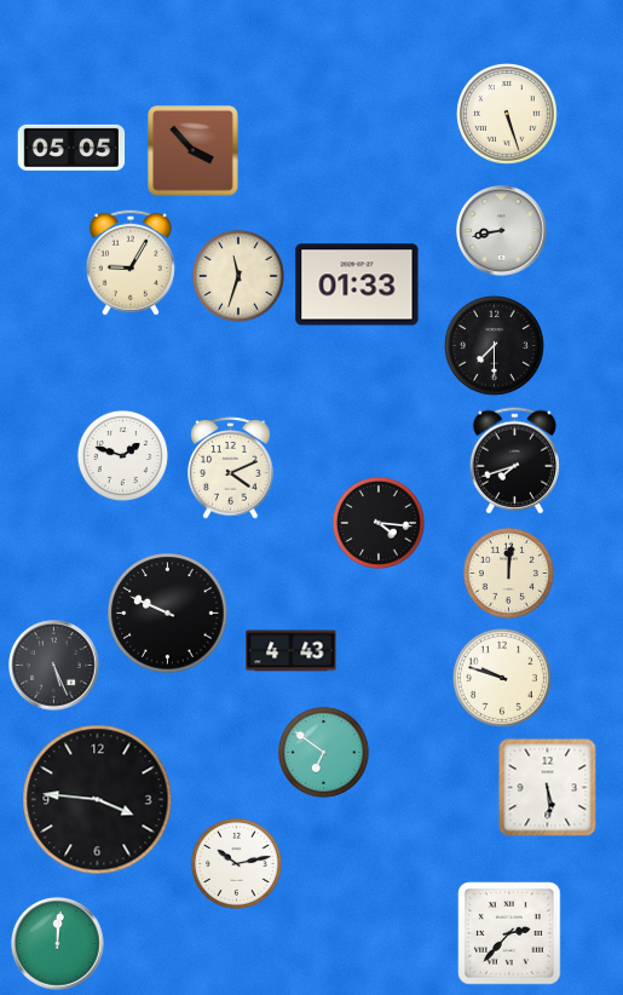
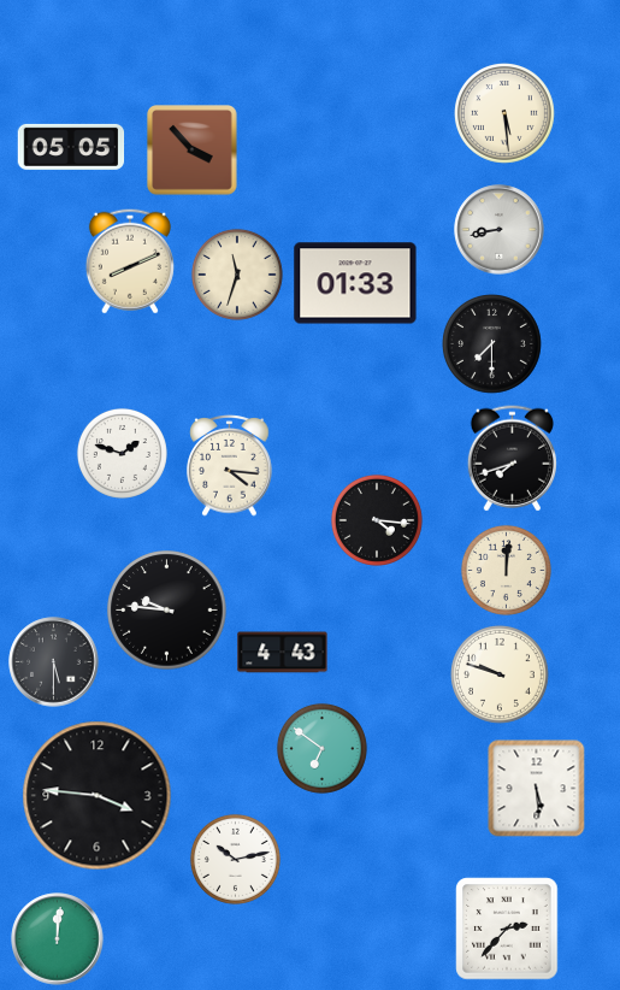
clock at (508, 115): 5:27 -> 5:29
clock at (131, 263): 9:05 -> 8:11
clock at (231, 468): 4:11 -> 4:16
clock at (168, 614): 9:49 -> 9:46
clock at (292, 651) position: (292, 651) -> (283, 653)
clock at (54, 666): 5:26 -> 5:30
clock at (548, 788) position: (548, 788) -> (537, 789)
